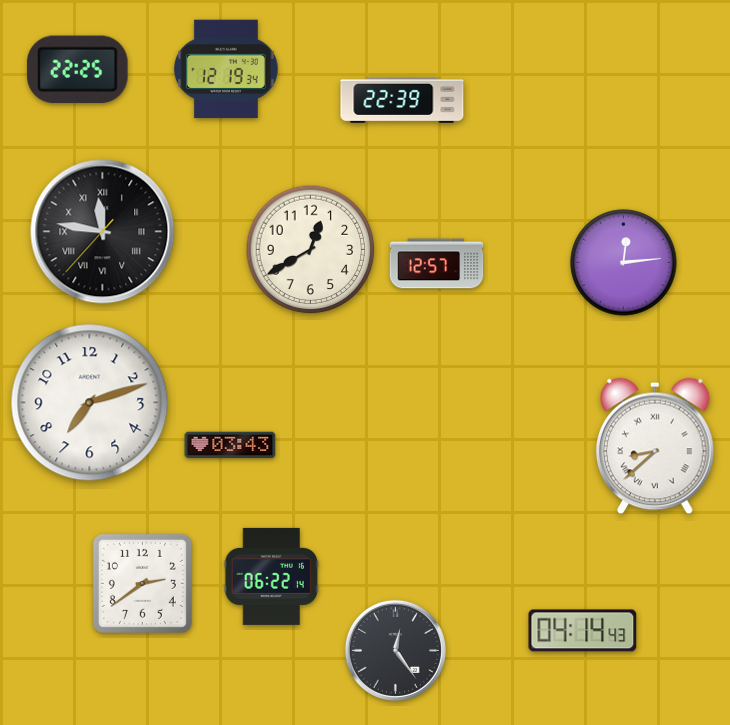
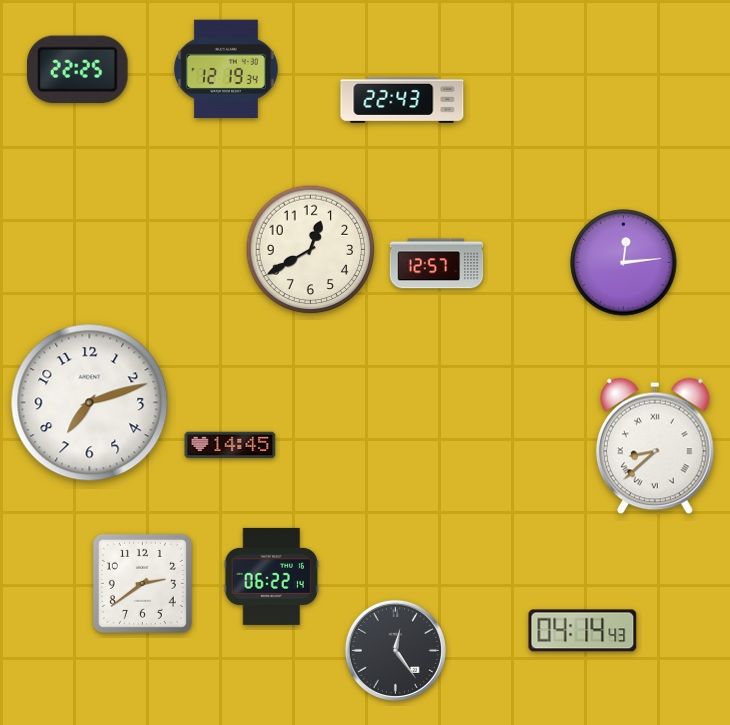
clock at (402, 100): 22:39 -> 22:43
clock at (103, 232): 11:46 -> none
clock at (230, 445): 03:43 -> 14:45
